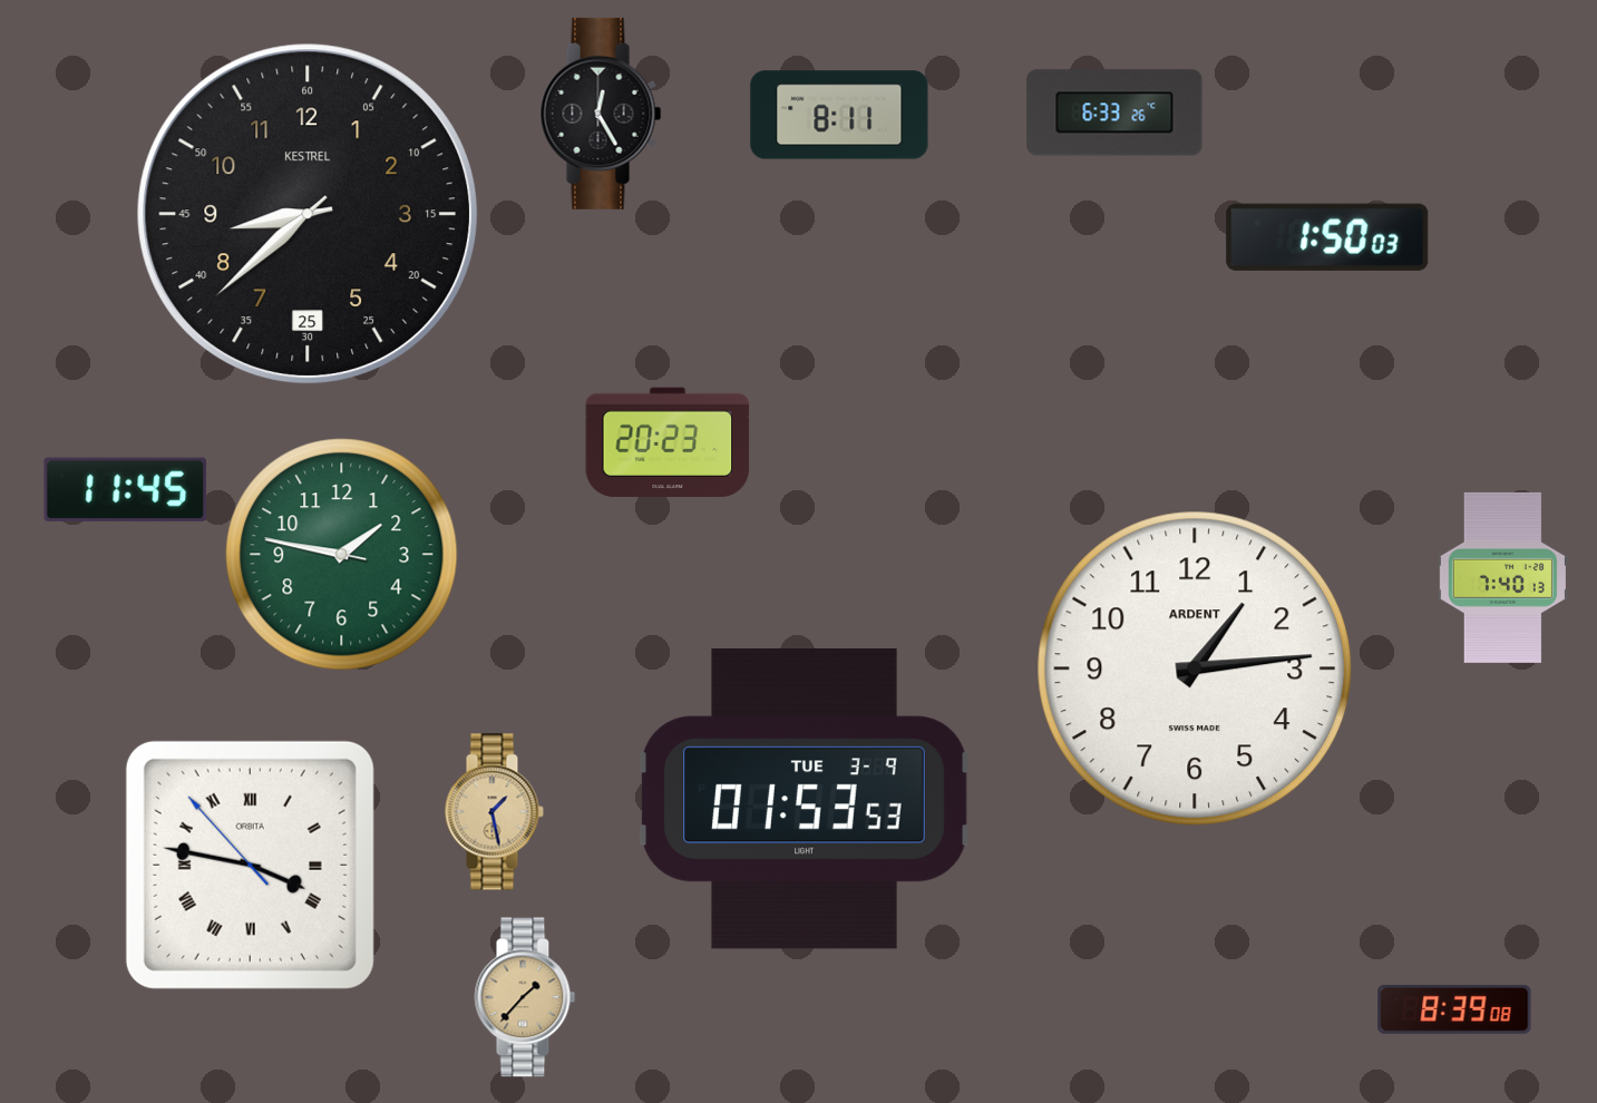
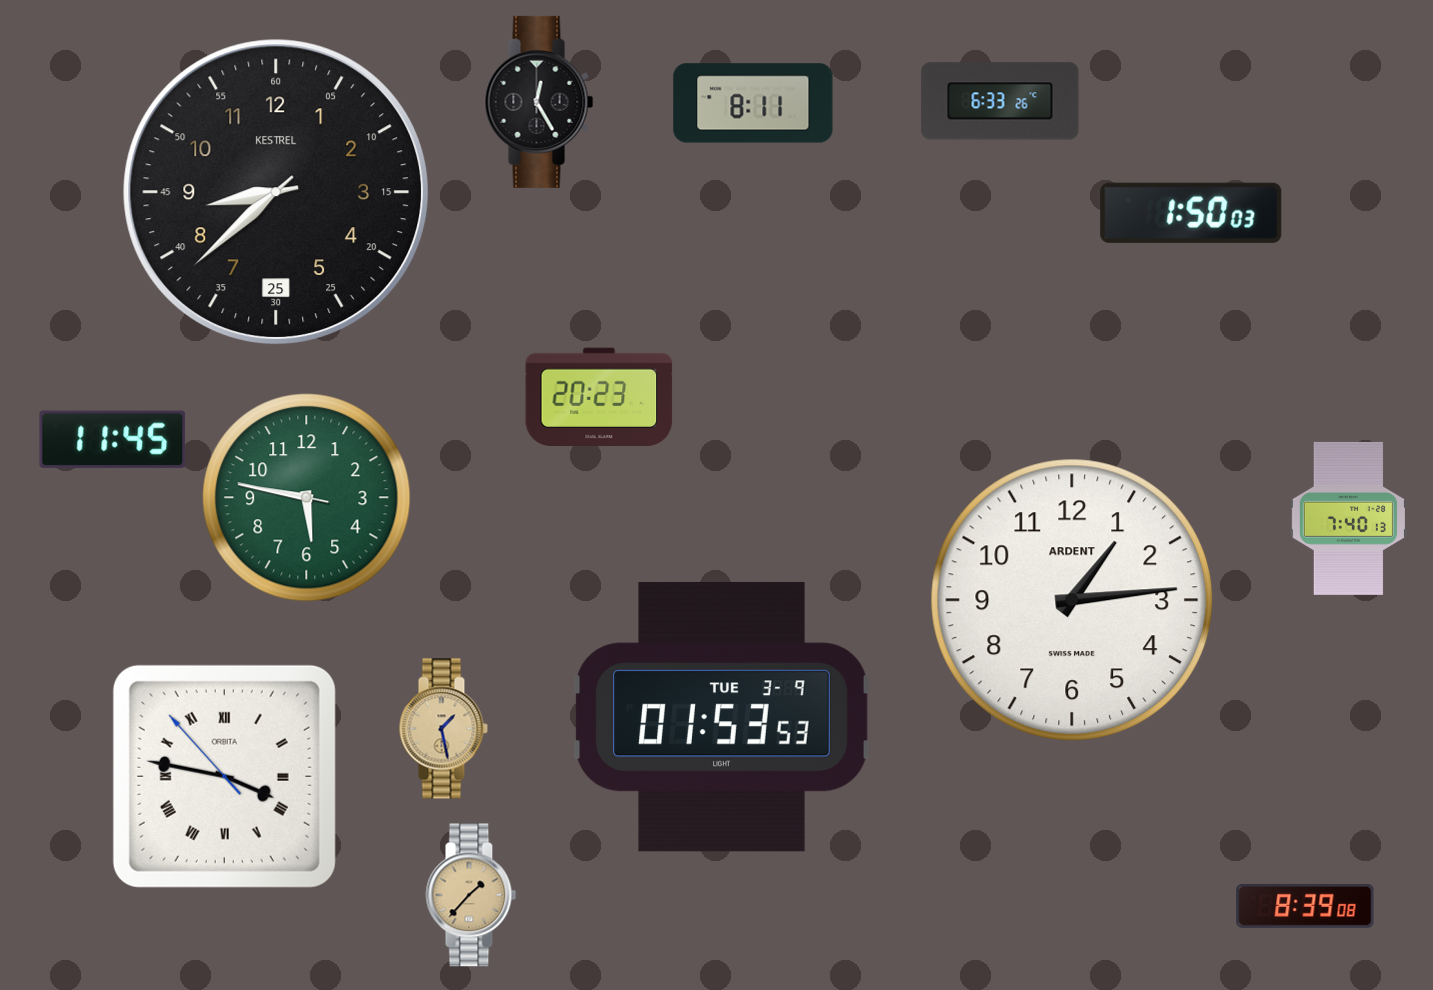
clock at (342, 555): 1:46 -> 5:46
